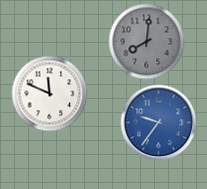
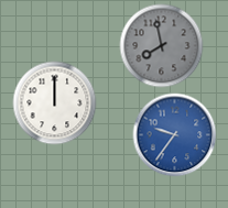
clock at (147, 42): 8:01 -> 7:58
clock at (50, 94): 11:49 -> 12:00
